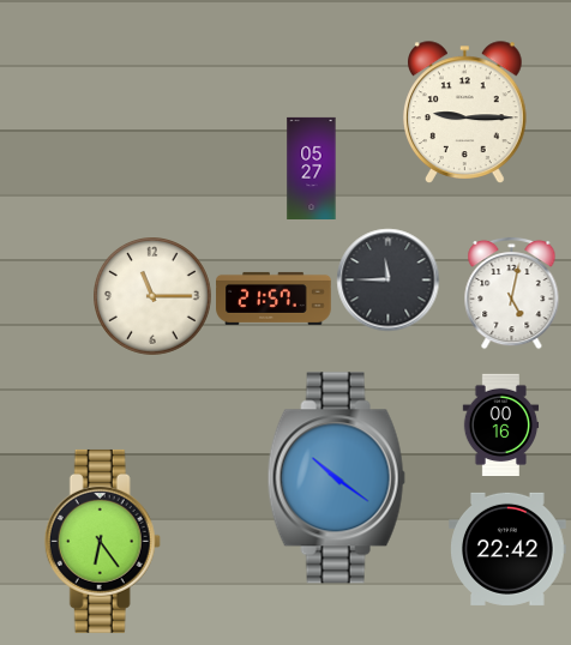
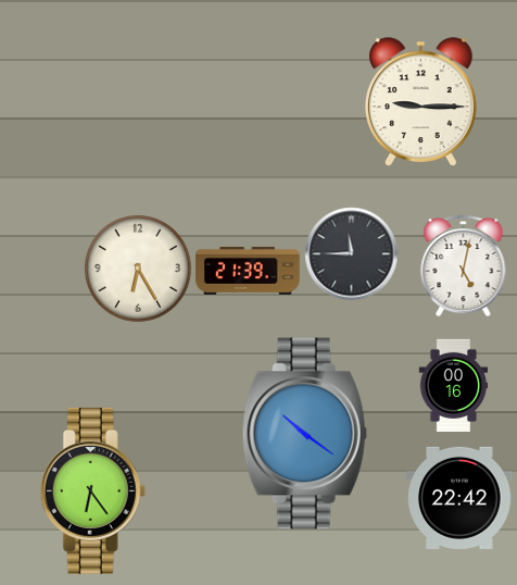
clock at (312, 168): 05:27 -> none
clock at (154, 297): 11:15 -> 6:25
clock at (274, 299): 21:57 -> 21:39
